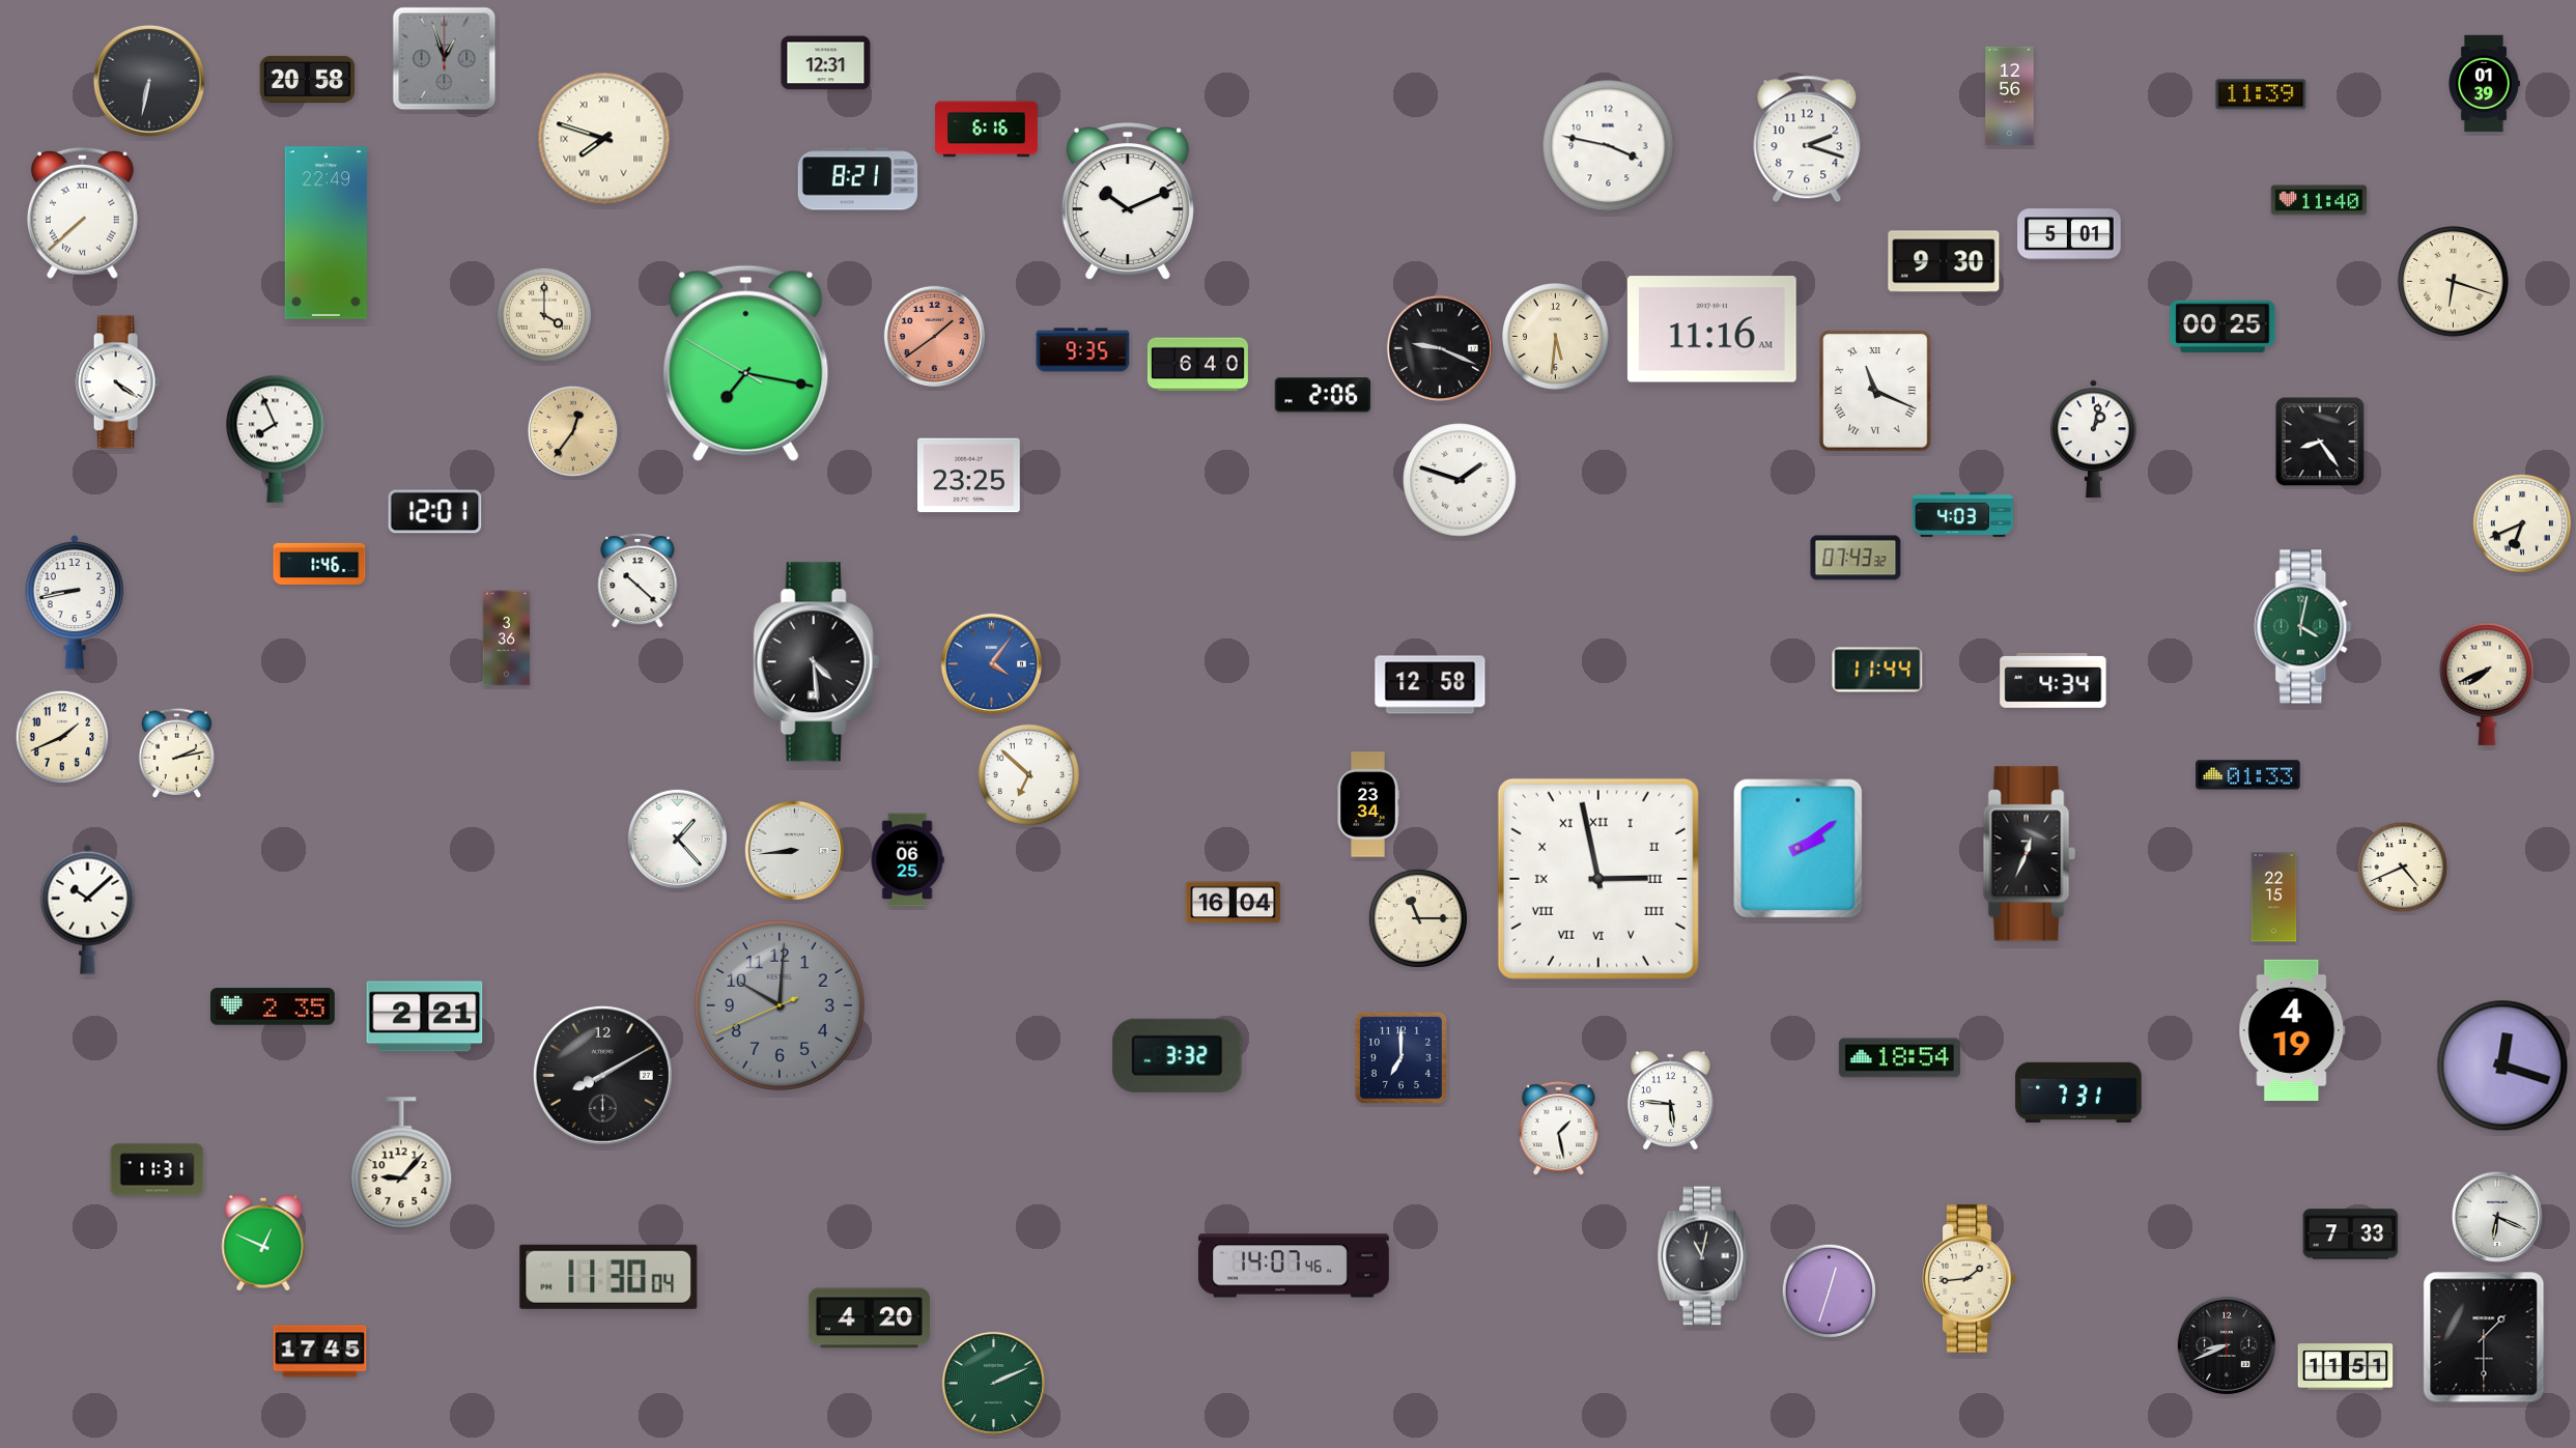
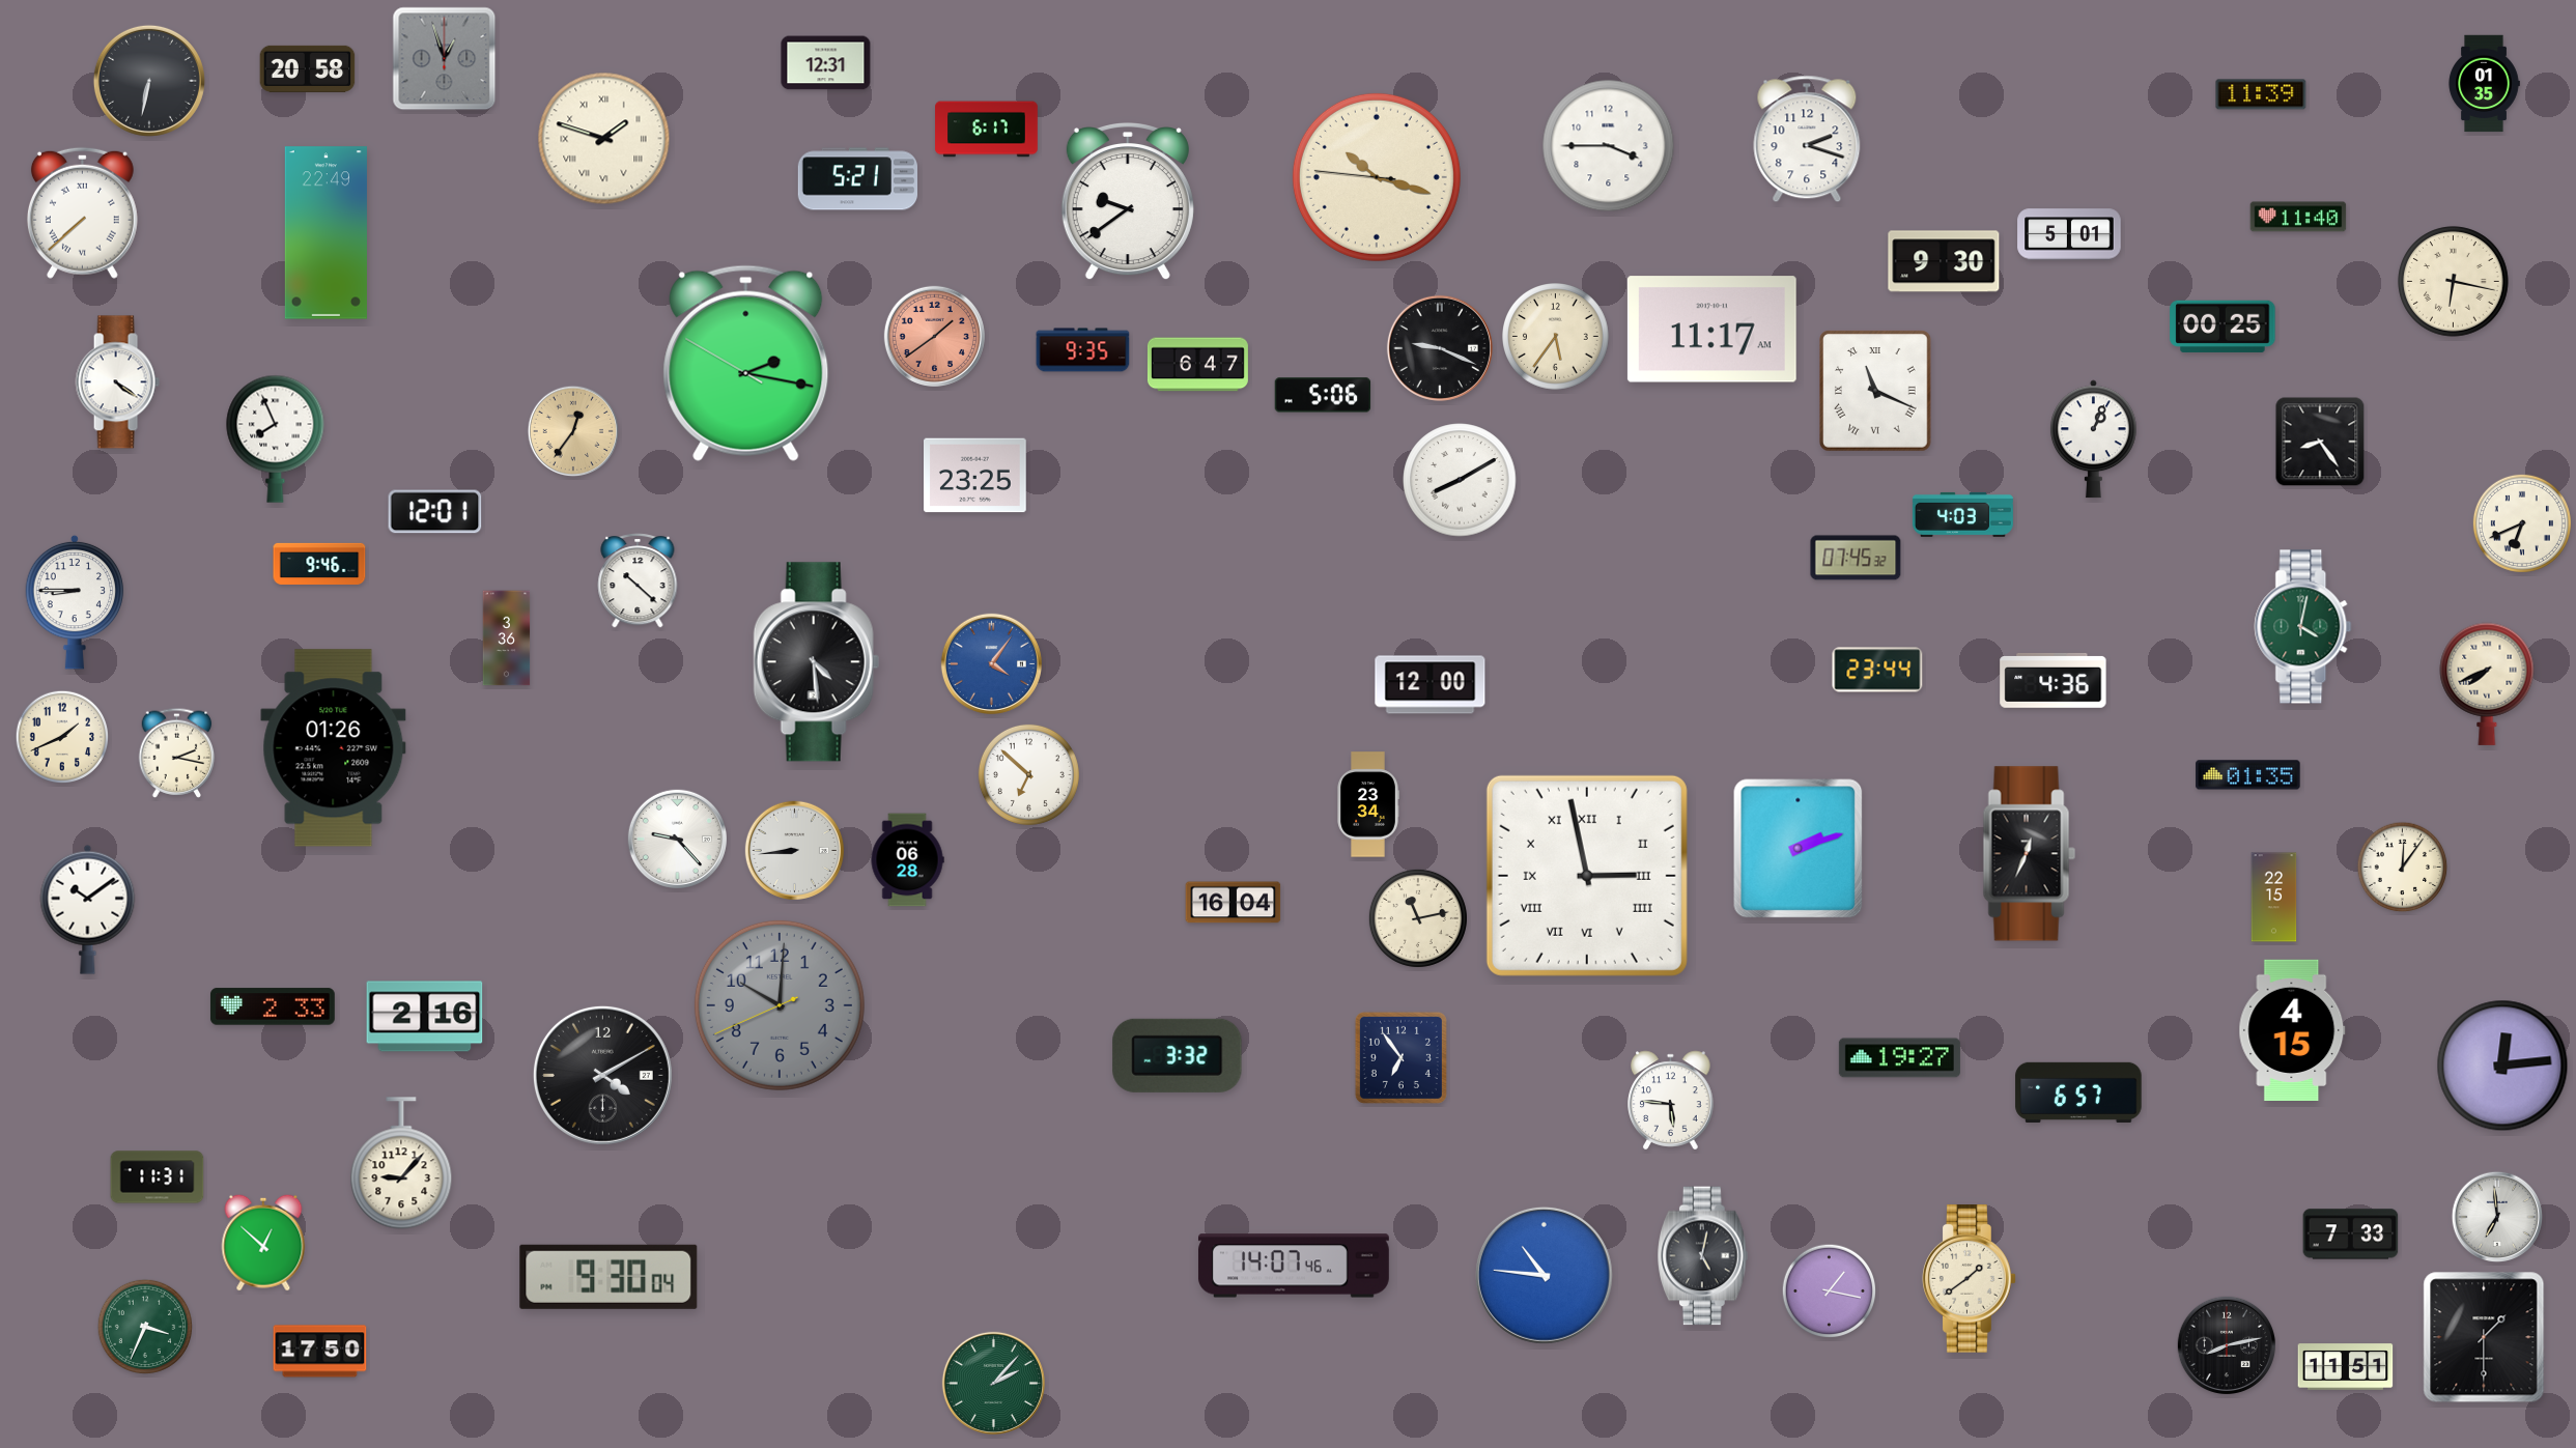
clock at (308, 79) position: (308, 79) -> (308, 68)
clock at (2484, 84): 01:39 -> 01:35
clock at (2010, 95): 12:56 -> none
clock at (987, 130): 6:16 -> 6:17
clock at (604, 139): 7:48 -> 1:48
clock at (1609, 146): 3:47 -> 3:45
clock at (1377, 177): none -> 10:17
clock at (858, 179): 8:21 -> 5:21
clock at (2319, 200) position: (2319, 200) -> (2298, 217)
clock at (1128, 202): 10:11 -> 9:39
clock at (2454, 282): 6:18 -> 6:17
clock at (543, 314): 4:00 -> none
clock at (1711, 330): 11:16 -> 11:17
clock at (1556, 337): 5:31 -> 5:36
clock at (746, 363): 7:16 -> 2:16
clock at (1197, 365): 6:40 -> 6:47
clock at (1323, 395): 2:06 -> 5:06
clock at (2094, 439): 1:02 -> 1:04
clock at (969, 476) position: (969, 476) -> (975, 476)
clock at (1460, 480): 1:48 -> 8:10
clock at (1856, 558): 07:43 -> 07:45
clock at (319, 564): 1:46 -> 9:46
clock at (75, 602): 8:43 -> 8:45
clock at (1877, 670): 11:44 -> 23:44
clock at (2054, 680): 4:34 -> 4:36
clock at (1431, 685): 12:58 -> 12:00
clock at (334, 748): none -> 01:26
clock at (177, 753): 2:13 -> 2:17
clock at (2248, 775): 01:33 -> 01:35
clock at (677, 839): 1:23 -> 9:23
clock at (1799, 849): 2:09 -> 2:12
clock at (907, 860): 06:25 -> 06:28
clock at (2403, 868): 4:41 -> 12:06
clock at (1598, 879) position: (1598, 879) -> (1587, 876)
clock at (88, 909): 10:08 -> 10:09
clock at (1418, 918): 11:15 -> 11:13
clock at (273, 1006): 2:35 -> 2:33
clock at (425, 1017): 2:21 -> 2:16
clock at (2292, 1029): 4:19 -> 4:15
clock at (1400, 1057): 7:00 -> 6:54
clock at (1899, 1058): 18:54 -> 19:27
clock at (2502, 1066): 12:18 -> 12:14
clock at (602, 1075): 8:10 -> 4:10
clock at (2078, 1092): 7:31 -> 6:57
clock at (1559, 1129): 1:28 -> none
clock at (158, 1170) position: (158, 1170) -> (158, 1177)
clock at (2497, 1217): 6:19 -> 6:59
clock at (263, 1243): 12:49 -> 12:52
clock at (1703, 1256): 11:02 -> 5:02
clock at (1544, 1275): none -> 10:46
clock at (608, 1277): 11:30 -> 9:30
clock at (1970, 1279): 1:44 -> 1:39
clock at (1829, 1290): 12:33 -> 1:17
clock at (869, 1318): 4:20 -> none
clock at (144, 1326): none -> 3:34
clock at (2227, 1345): 8:41 -> 8:13
clock at (320, 1352): 17:45 -> 17:50
clock at (993, 1383): 2:11 -> 2:07
